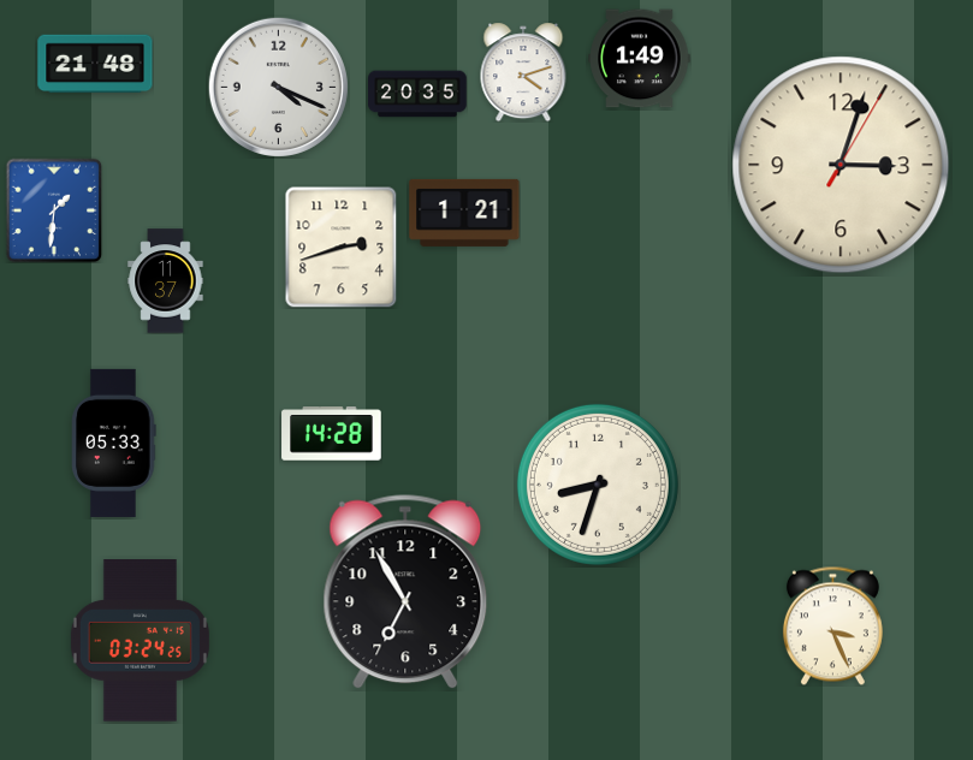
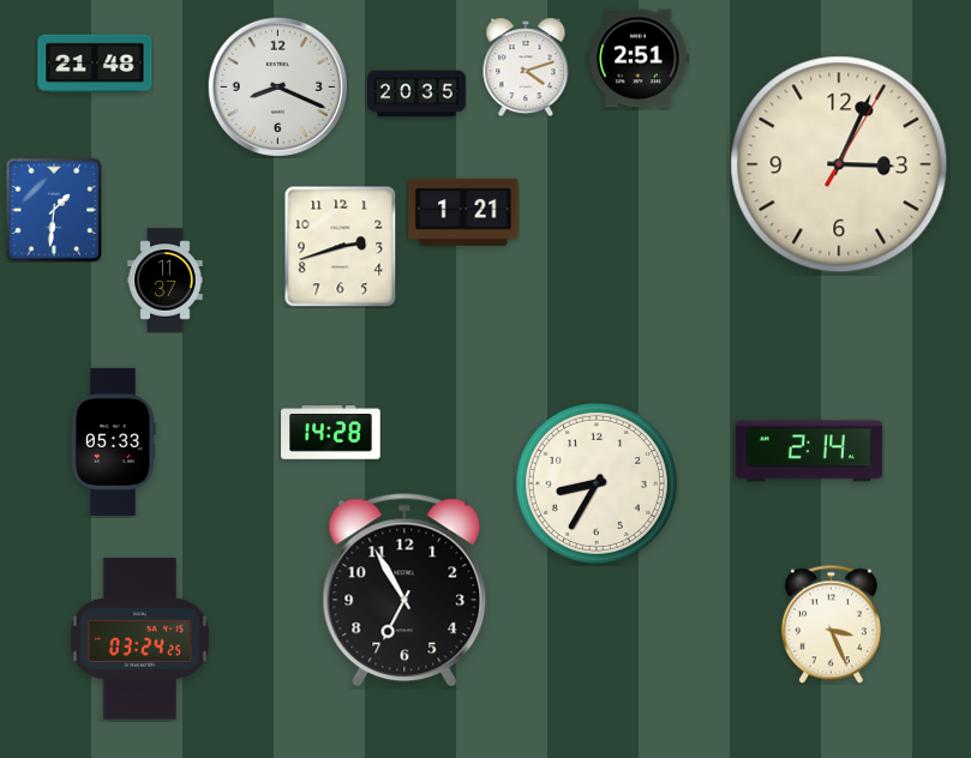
clock at (640, 59): 1:49 -> 2:51
clock at (523, 72) position: (523, 72) -> (526, 67)
clock at (278, 87): 4:19 -> 8:19
clock at (841, 165): 3:03 -> 3:04
clock at (809, 451): none -> 2:14
clock at (598, 485): 8:33 -> 8:35
